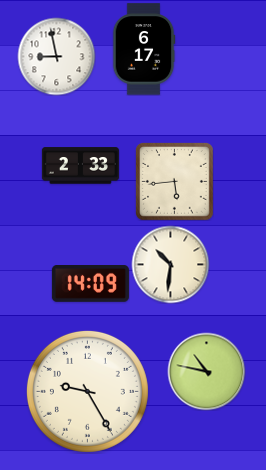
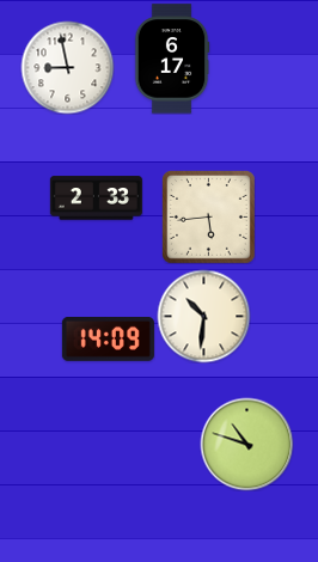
clock at (206, 371): 10:47 -> 10:48
clock at (87, 391): 9:25 -> none
